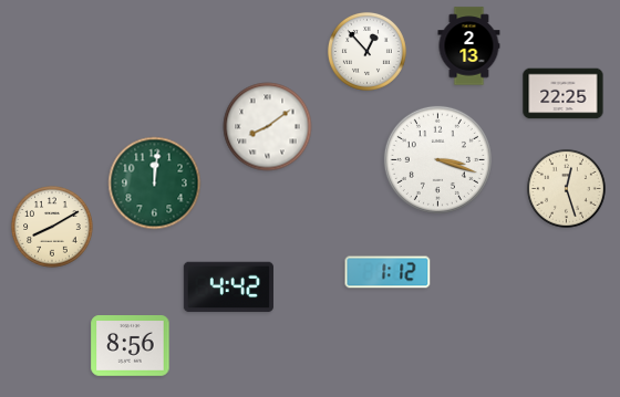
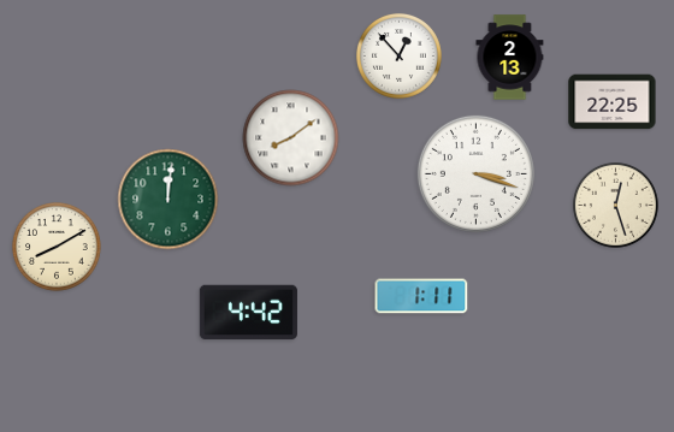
clock at (469, 46) position: (469, 46) -> (510, 58)
clock at (387, 272): 1:12 -> 1:11
clock at (131, 346): 8:56 -> none
